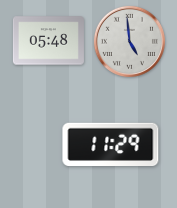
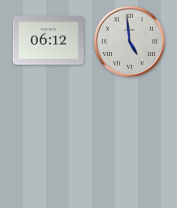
clock at (48, 41): 05:48 -> 06:12
clock at (111, 144): 11:29 -> none
